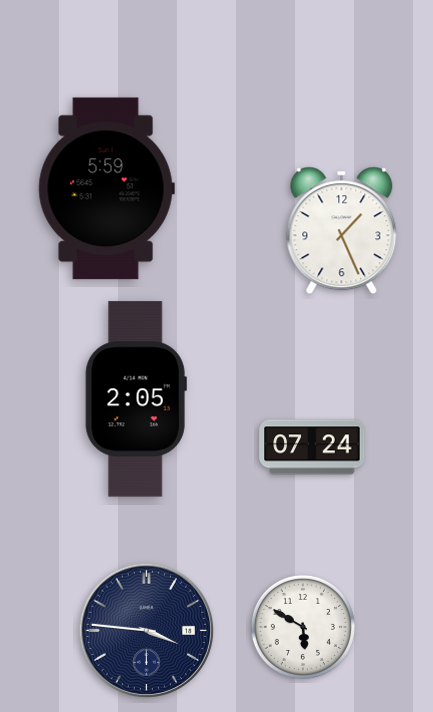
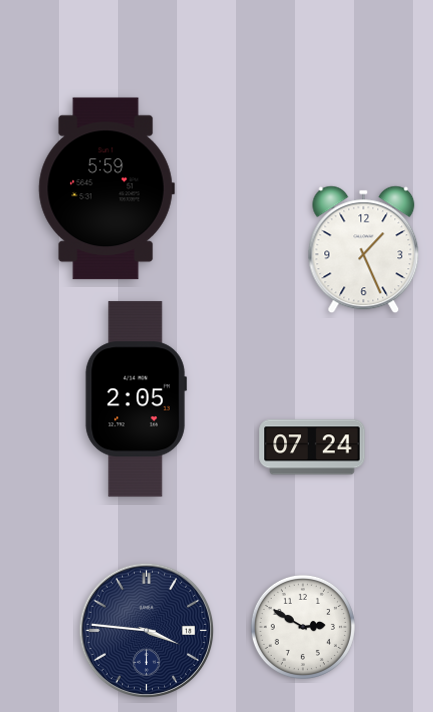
clock at (342, 231) position: (342, 231) -> (364, 250)
clock at (303, 627): 5:50 -> 2:50
